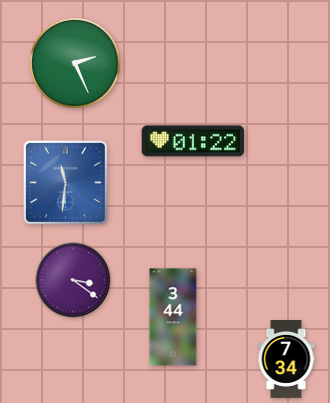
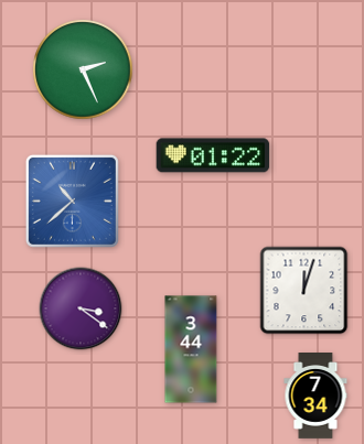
clock at (65, 182): 11:31 -> 10:38
clock at (304, 291): none -> 12:03
